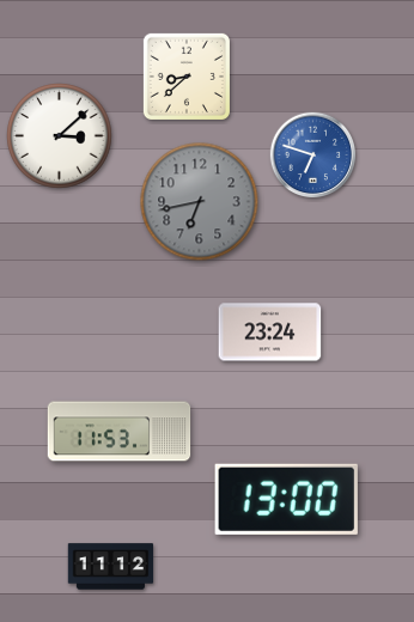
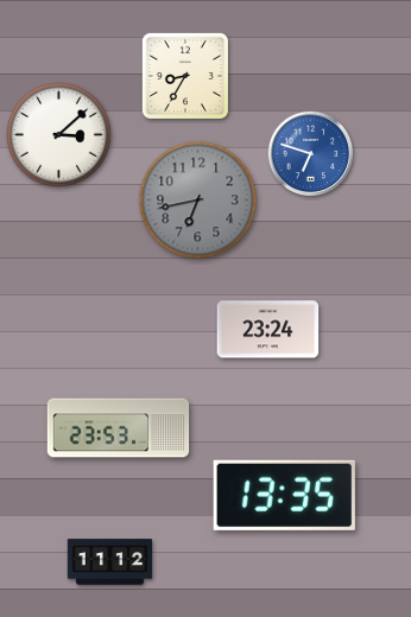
clock at (187, 77): 8:38 -> 8:35
clock at (120, 432): 11:53 -> 23:53
clock at (286, 499): 13:00 -> 13:35
